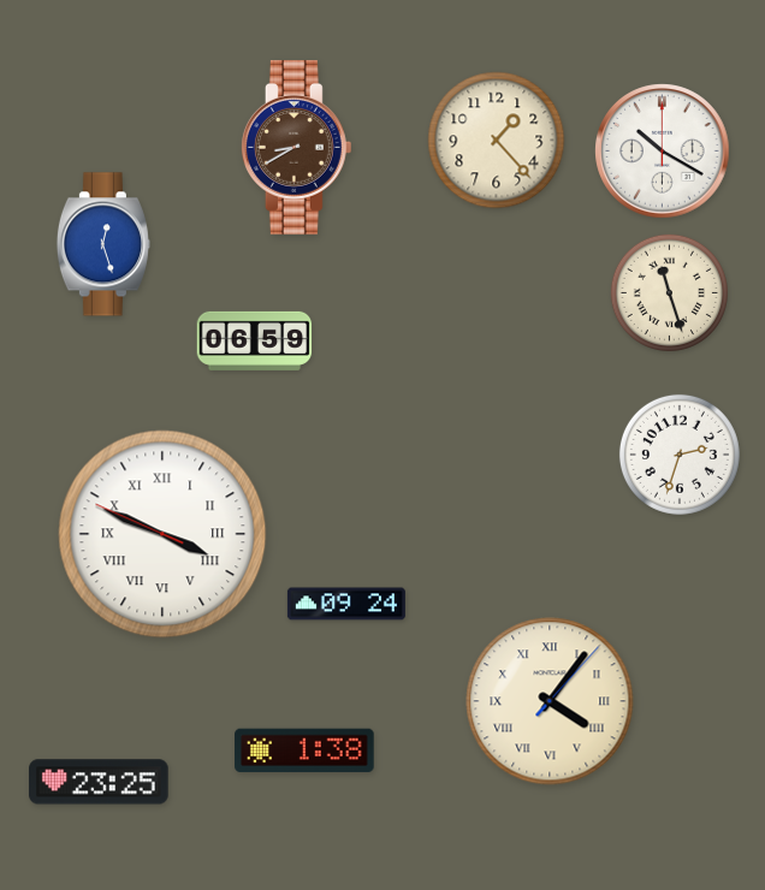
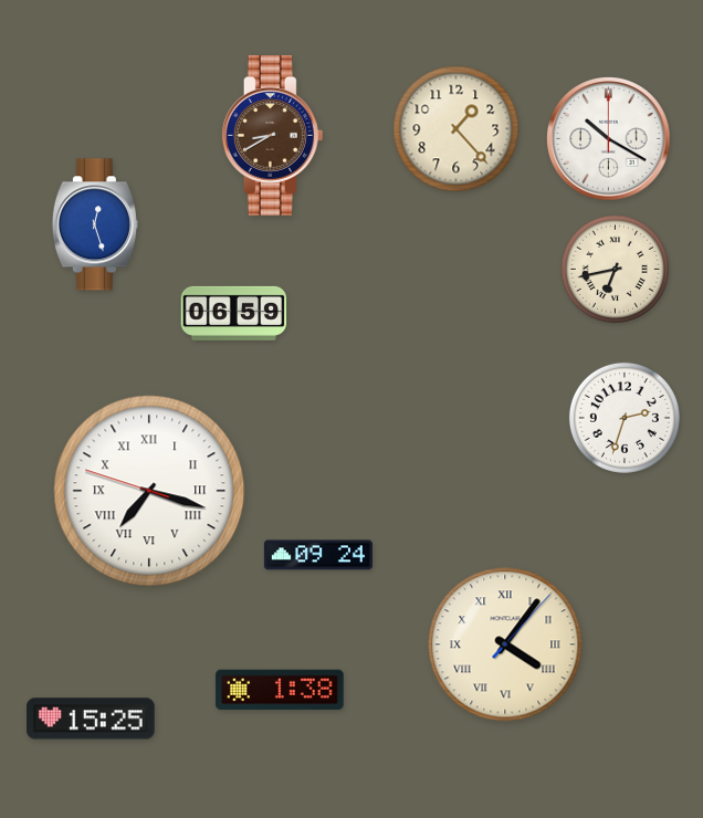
clock at (669, 292): 11:27 -> 6:43
clock at (162, 534): 3:48 -> 7:17
clock at (99, 782): 23:25 -> 15:25
